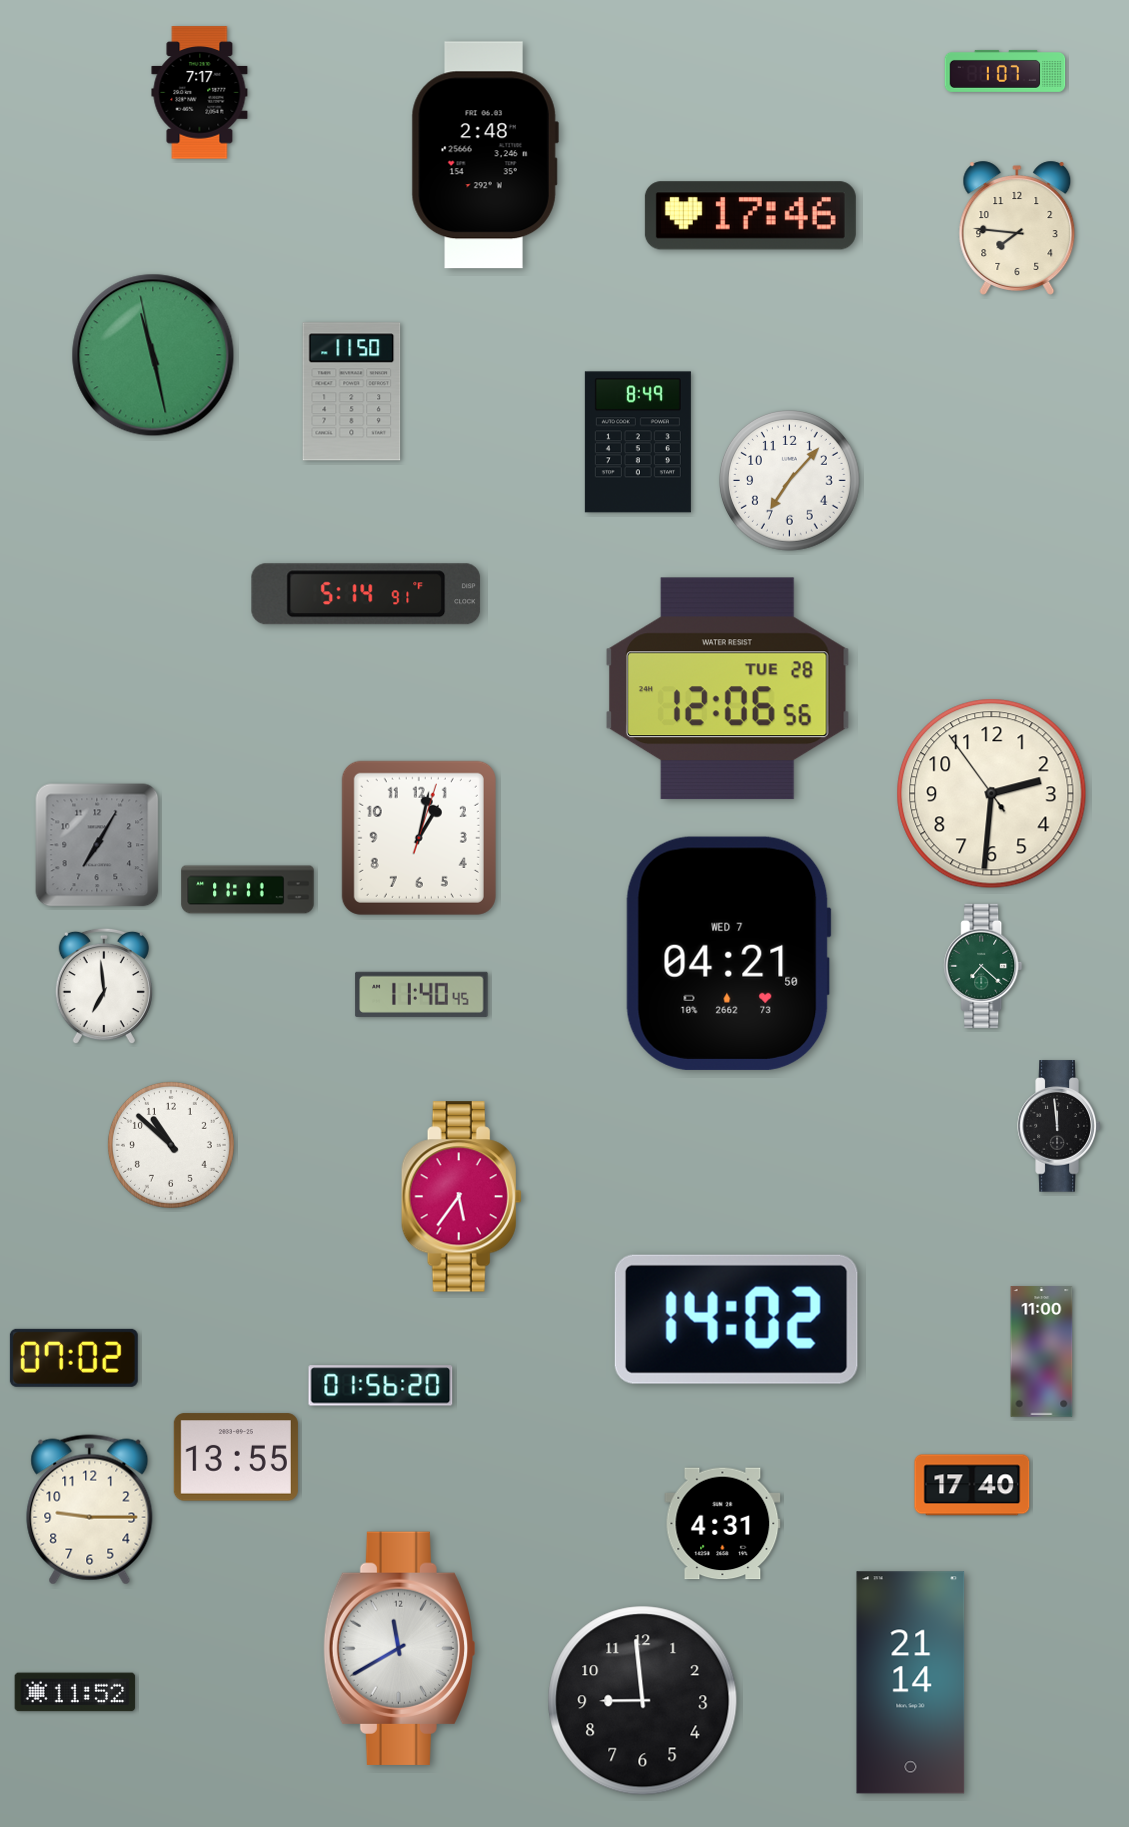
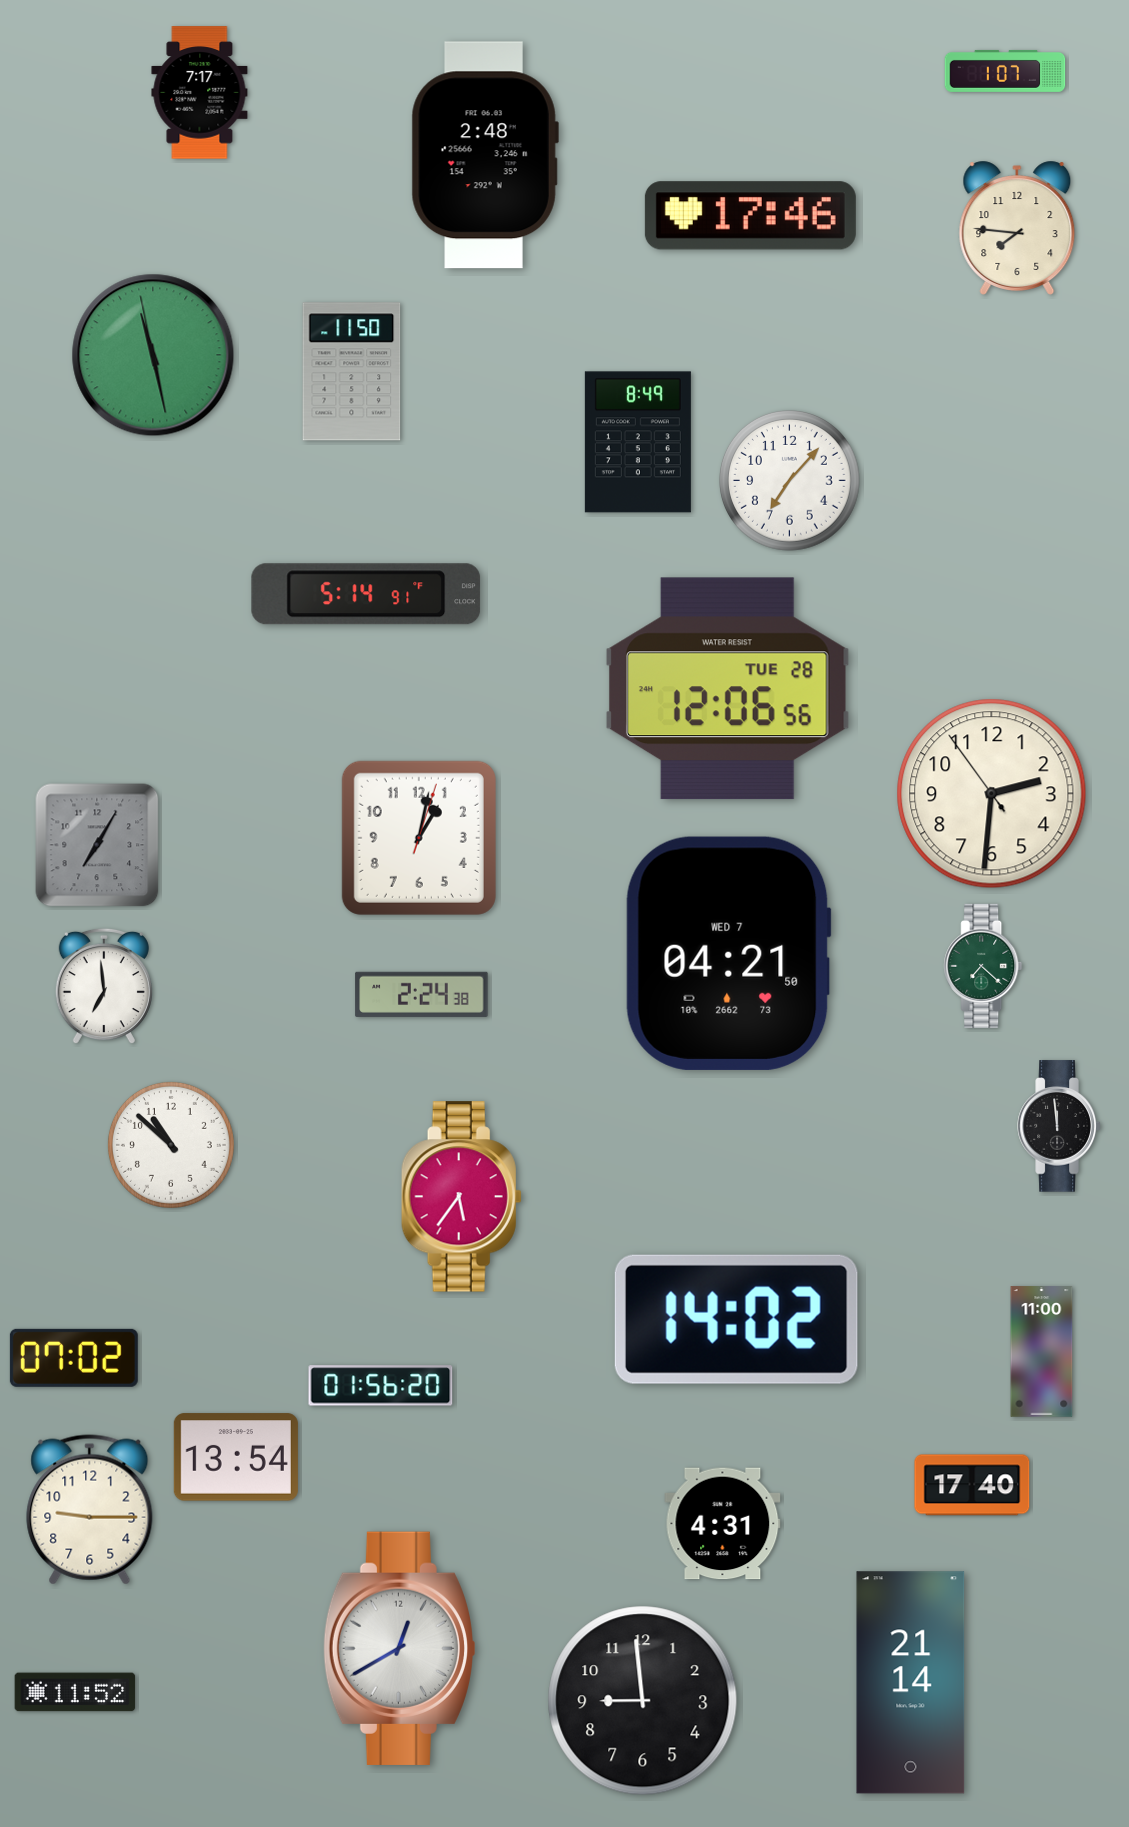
clock at (352, 392) position: (352, 392) -> (352, 372)
clock at (248, 890): 11:11 -> none
clock at (422, 994): 11:40 -> 2:24
clock at (236, 1457): 13:55 -> 13:54
clock at (399, 1648): 11:40 -> 12:40
